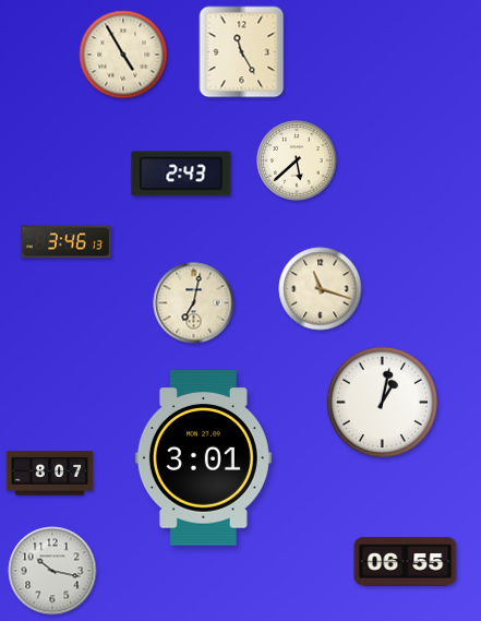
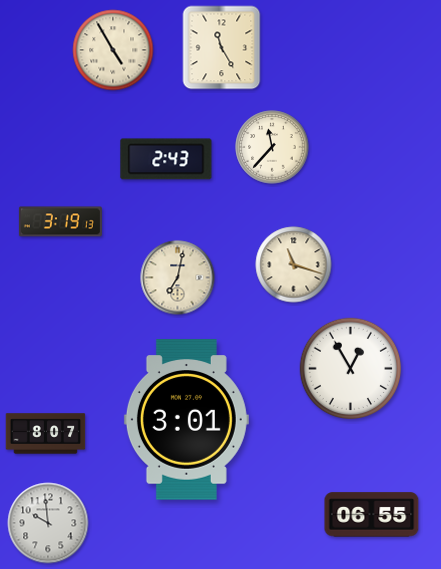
clock at (297, 160): 5:38 -> 11:37
clock at (65, 242): 3:46 -> 3:19
clock at (383, 403): 1:02 -> 12:55
clock at (52, 571): 10:17 -> 9:59
